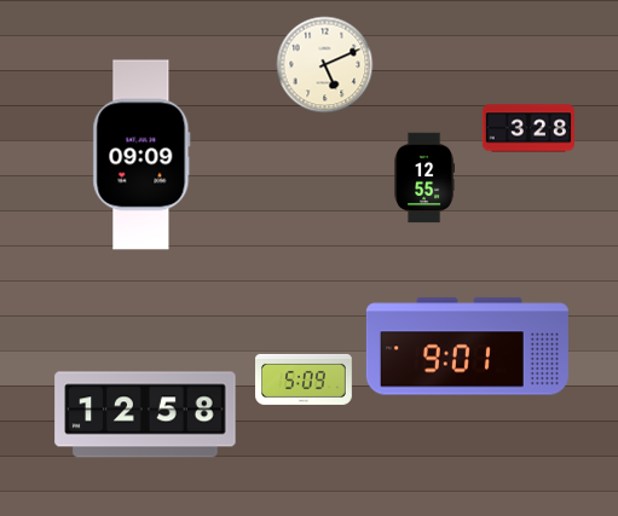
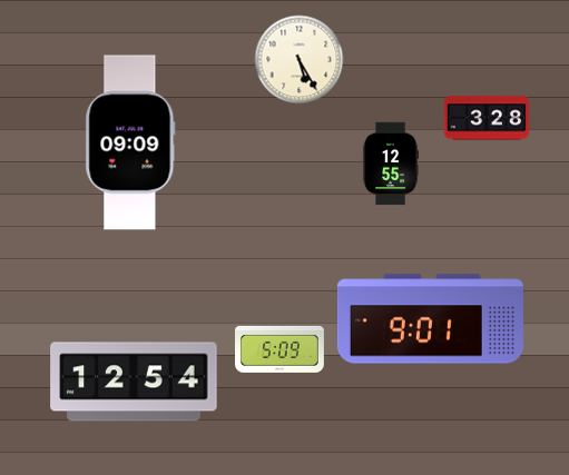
clock at (325, 65): 5:11 -> 5:25
clock at (145, 414): 12:58 -> 12:54
